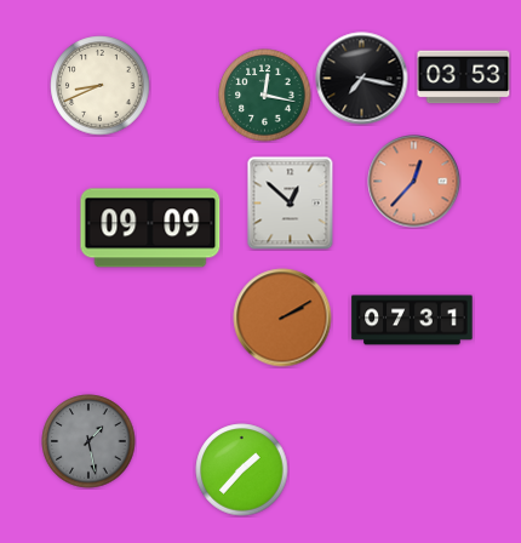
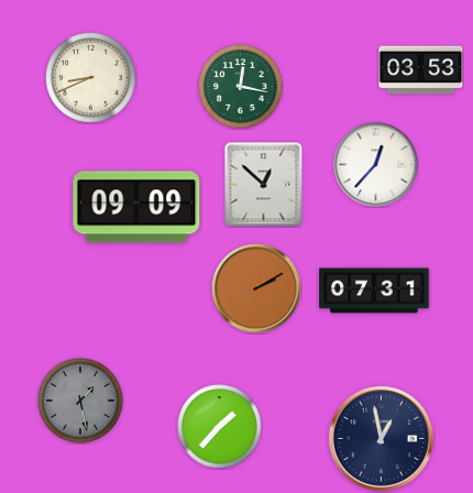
clock at (362, 79): 7:17 -> none
clock at (414, 182) dial: salmon -> white
clock at (381, 438): none -> 12:58
